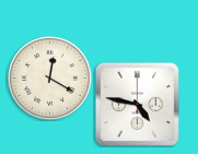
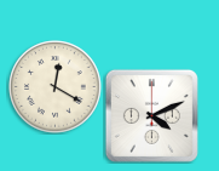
clock at (137, 104): 4:47 -> 4:11
